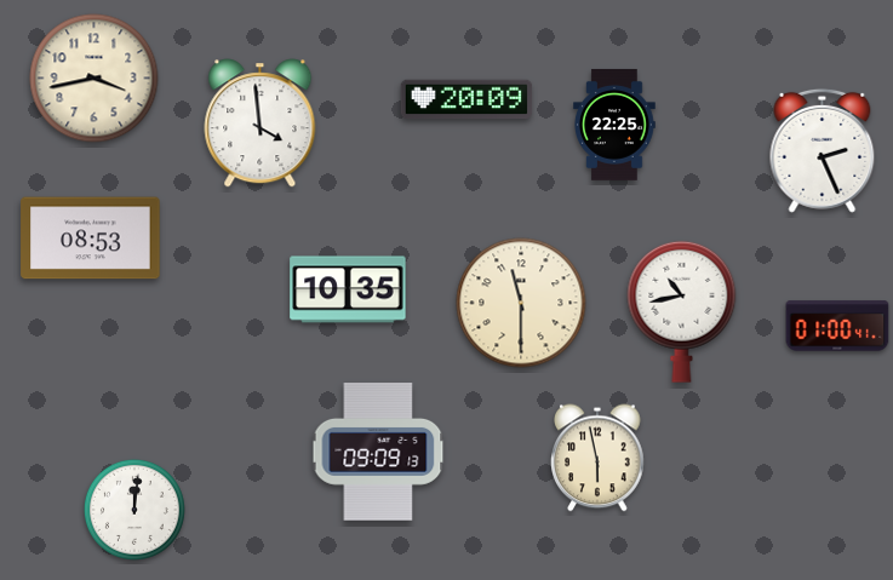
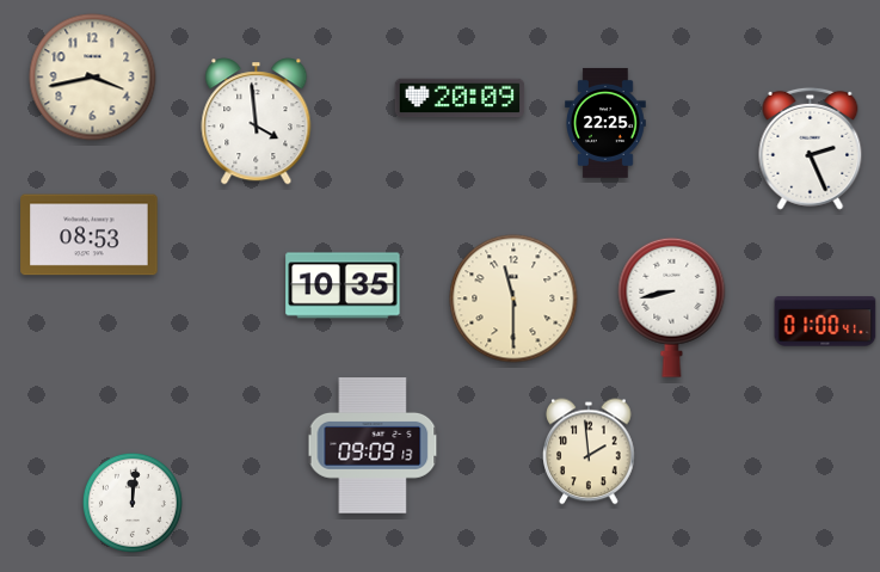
clock at (682, 311): 10:43 -> 8:43
clock at (597, 458): 5:58 -> 1:59
